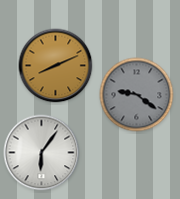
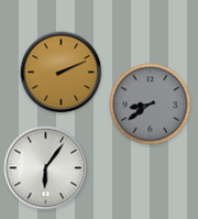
clock at (56, 66): 8:11 -> 2:11
clock at (137, 95): 9:21 -> 8:39
